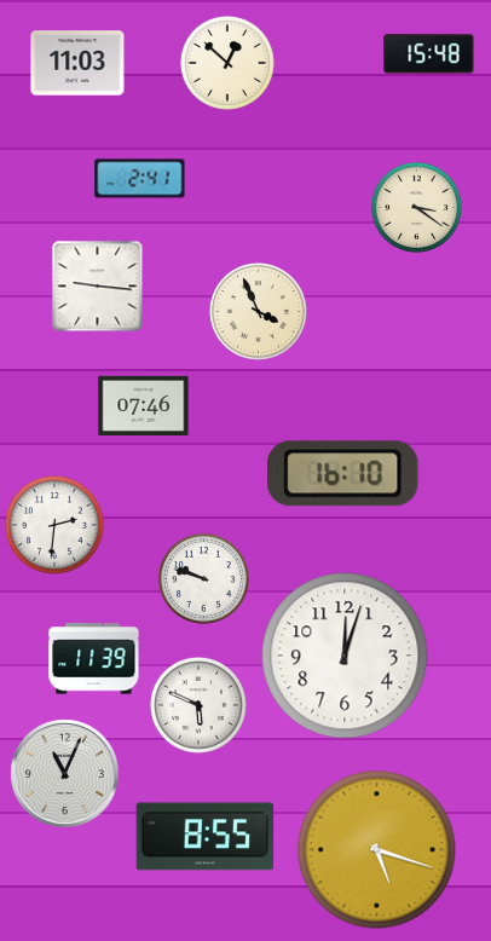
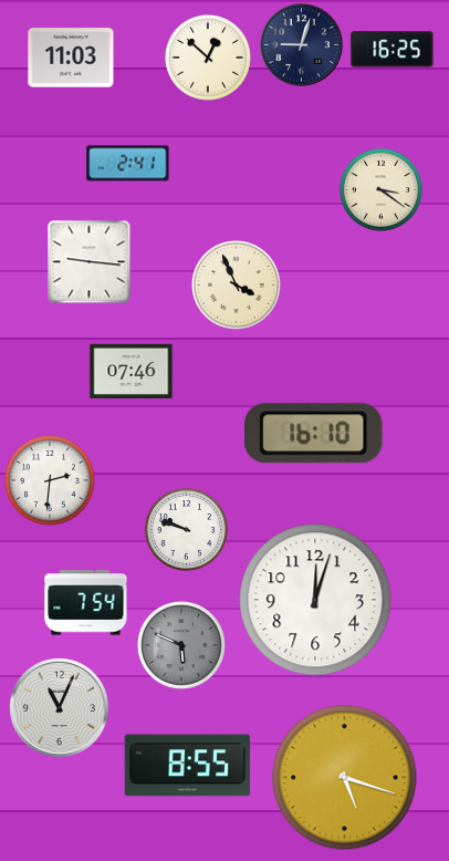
clock at (302, 45): none -> 9:03
clock at (429, 54): 15:48 -> 16:25
clock at (94, 659): 11:39 -> 7:54
clock at (198, 705) dial: white -> grey
